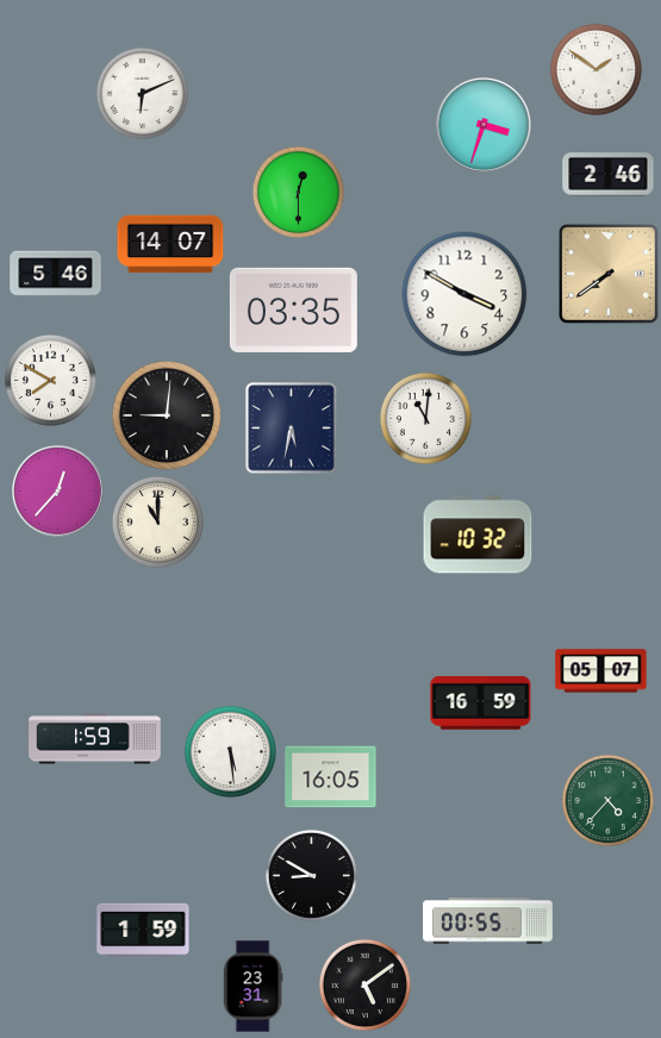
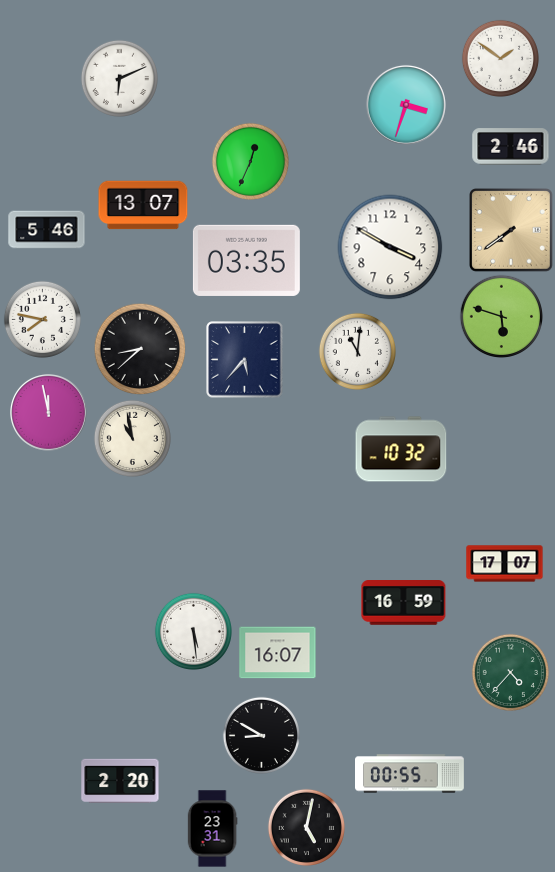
clock at (298, 192): 12:30 -> 12:34
clock at (170, 244): 14:07 -> 13:07
clock at (501, 316): none -> 5:48
clock at (50, 380): 7:50 -> 7:47
clock at (167, 415): 9:01 -> 8:38
clock at (292, 429): 5:32 -> 5:37
clock at (58, 492): 12:37 -> 11:58
clock at (157, 521): 11:00 -> 10:58
clock at (601, 671): 05:07 -> 17:07
clock at (481, 704) position: (481, 704) -> (404, 603)
clock at (95, 739): 1:59 -> none
clock at (331, 777): 16:05 -> 16:07
clock at (143, 930): 1:59 -> 2:20
clock at (364, 984): 5:09 -> 5:02
